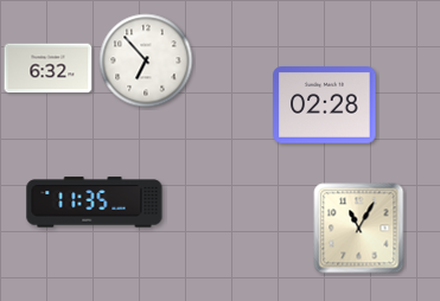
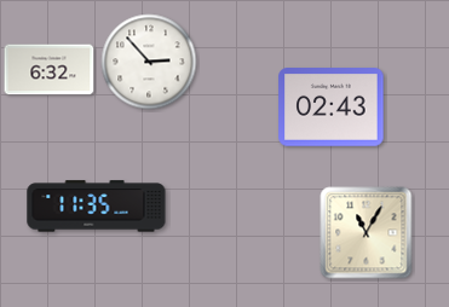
clock at (146, 60): 6:53 -> 2:53
clock at (325, 105): 02:28 -> 02:43
